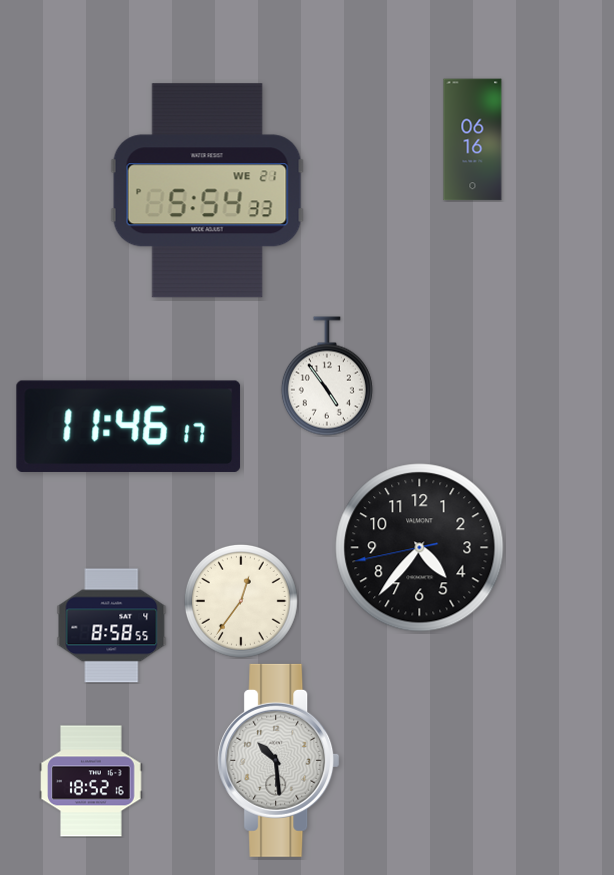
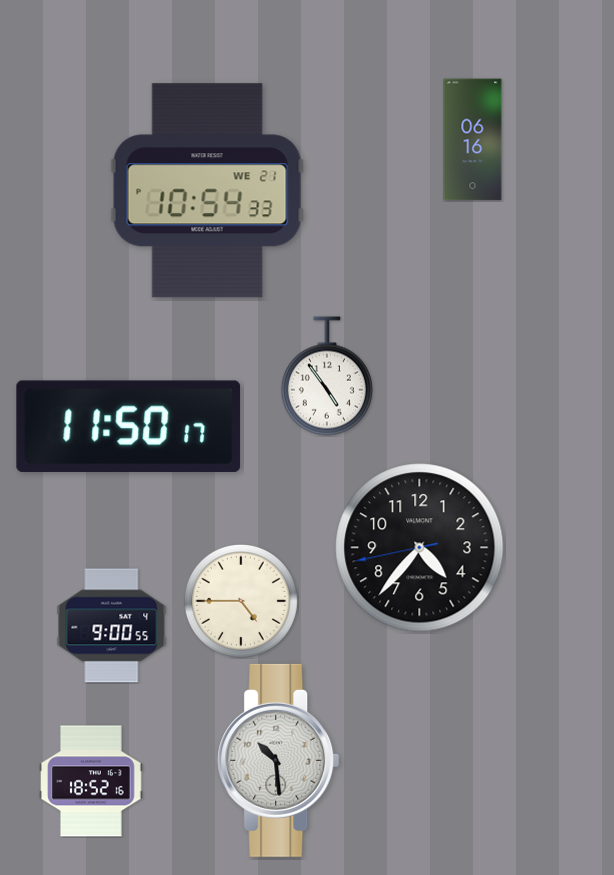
clock at (207, 191): 5:54 -> 10:54
clock at (129, 426): 11:46 -> 11:50
clock at (241, 601): 12:36 -> 4:45
clock at (112, 626): 8:58 -> 9:00
